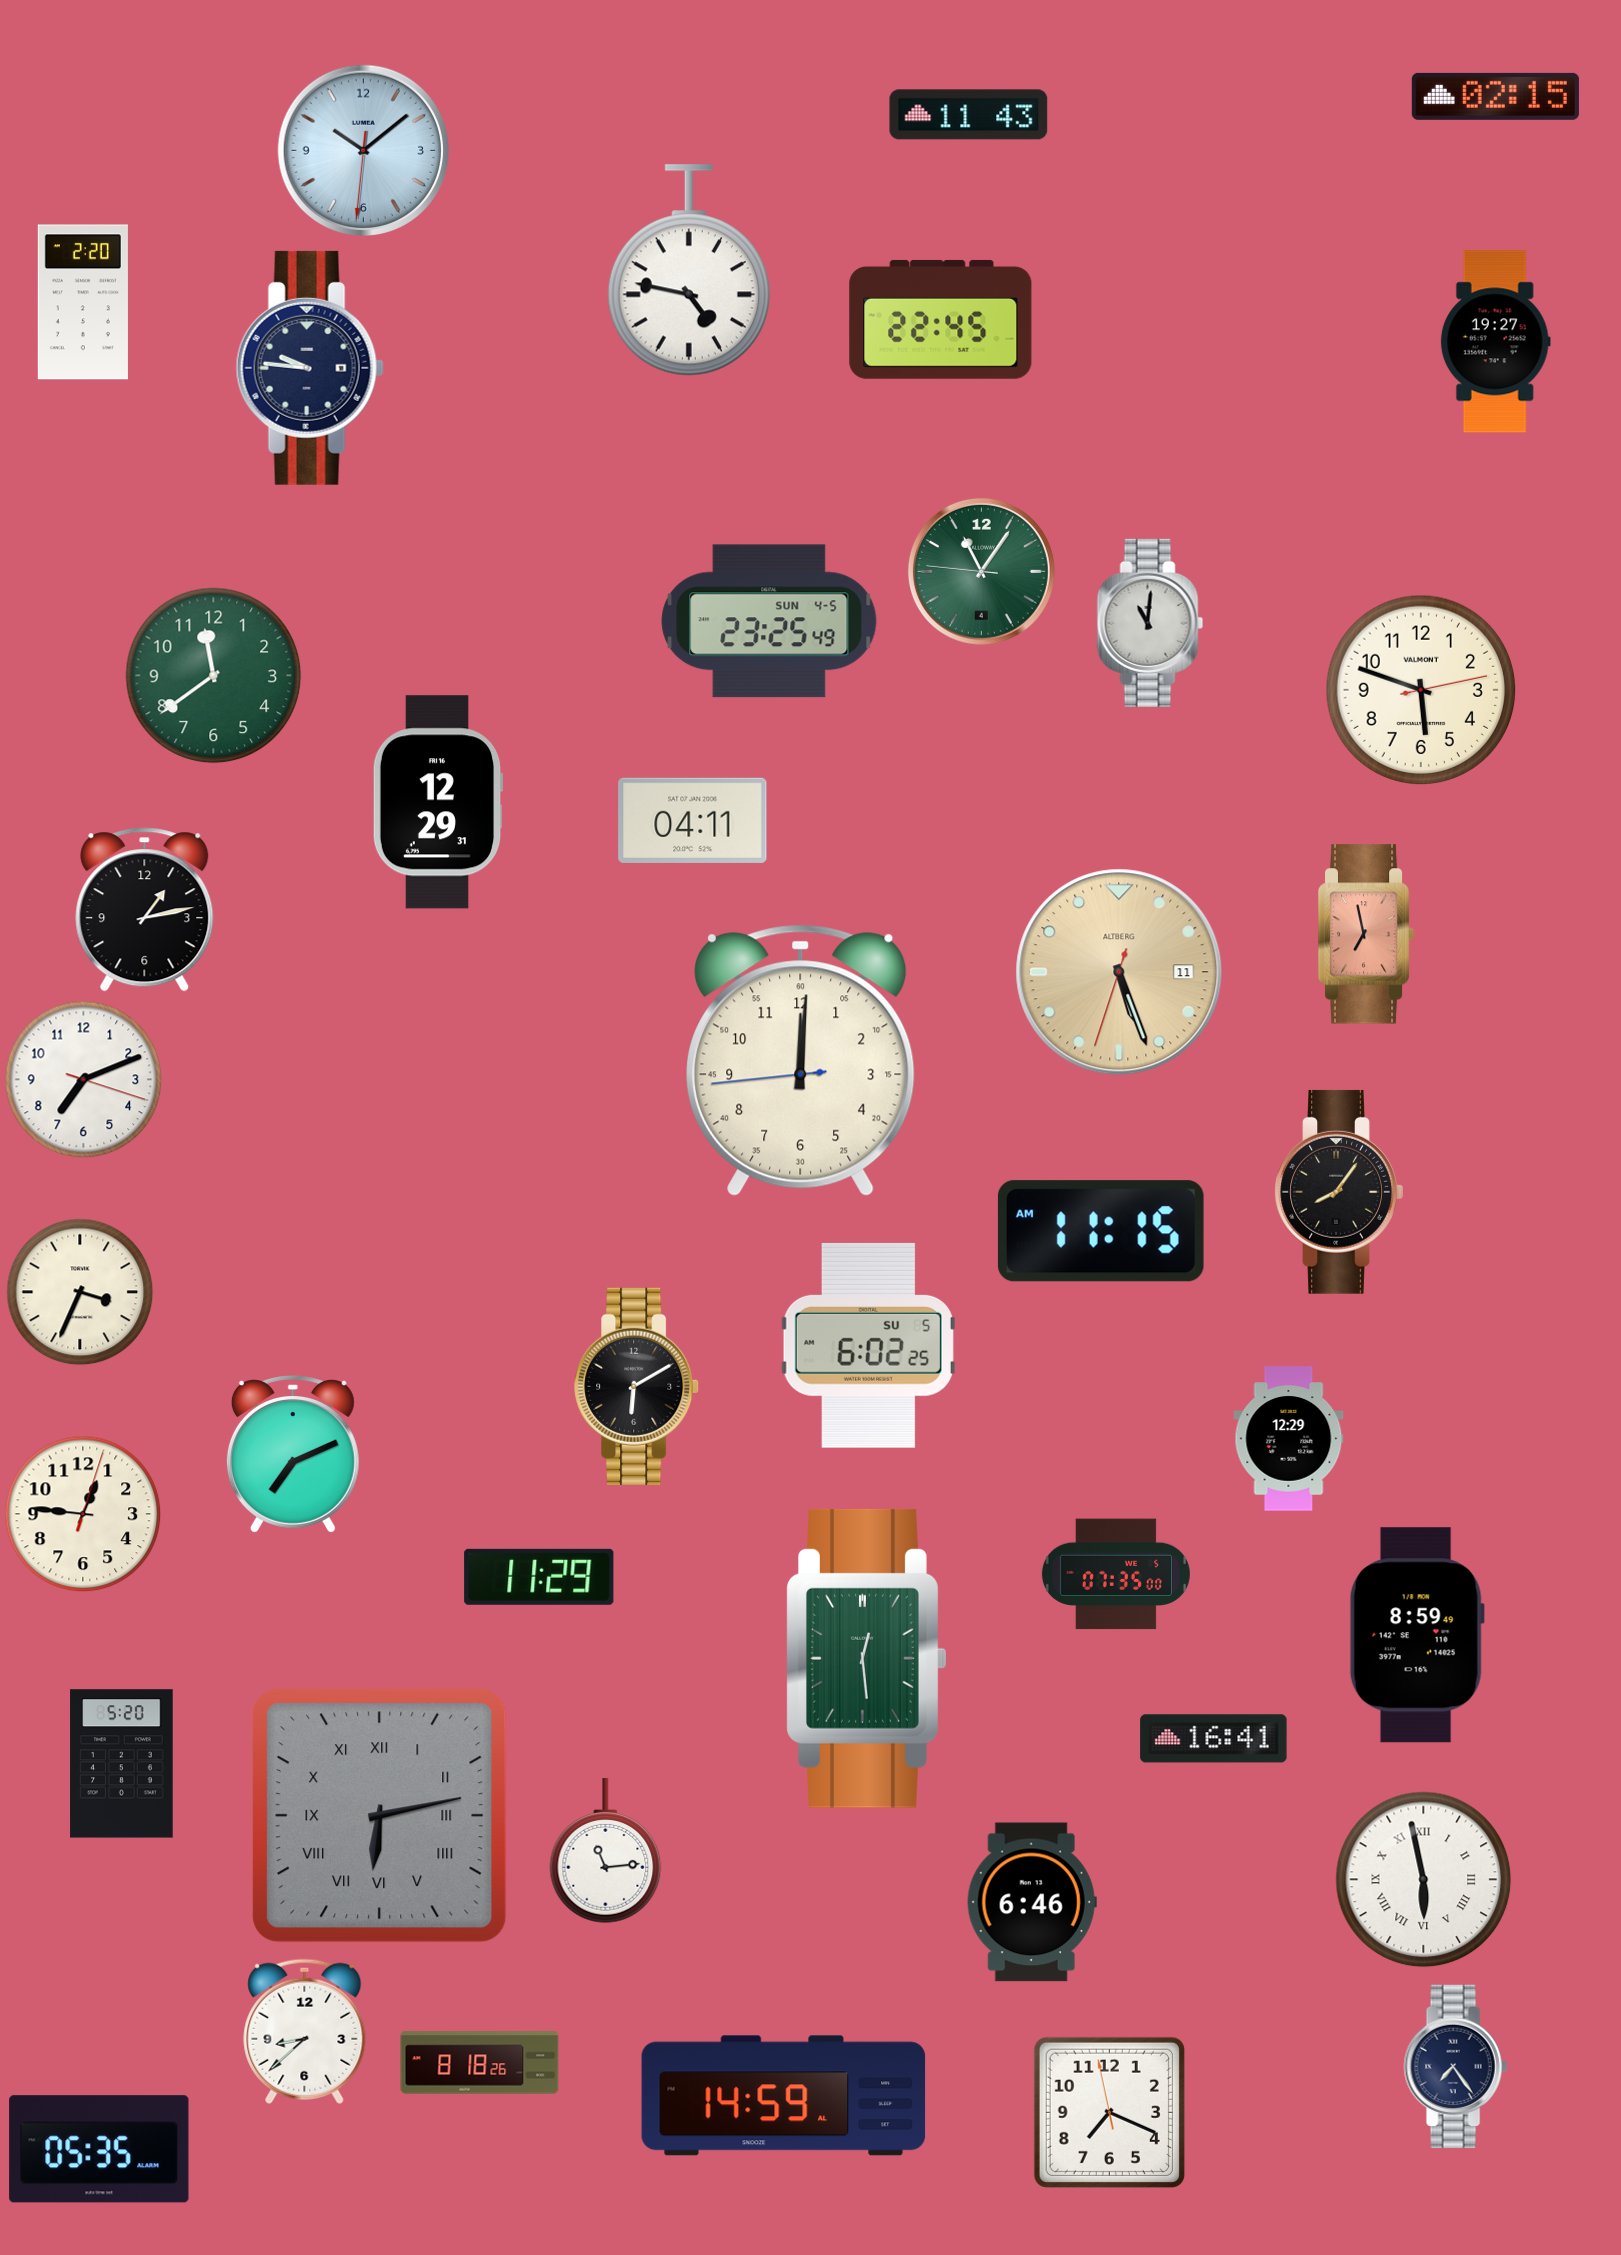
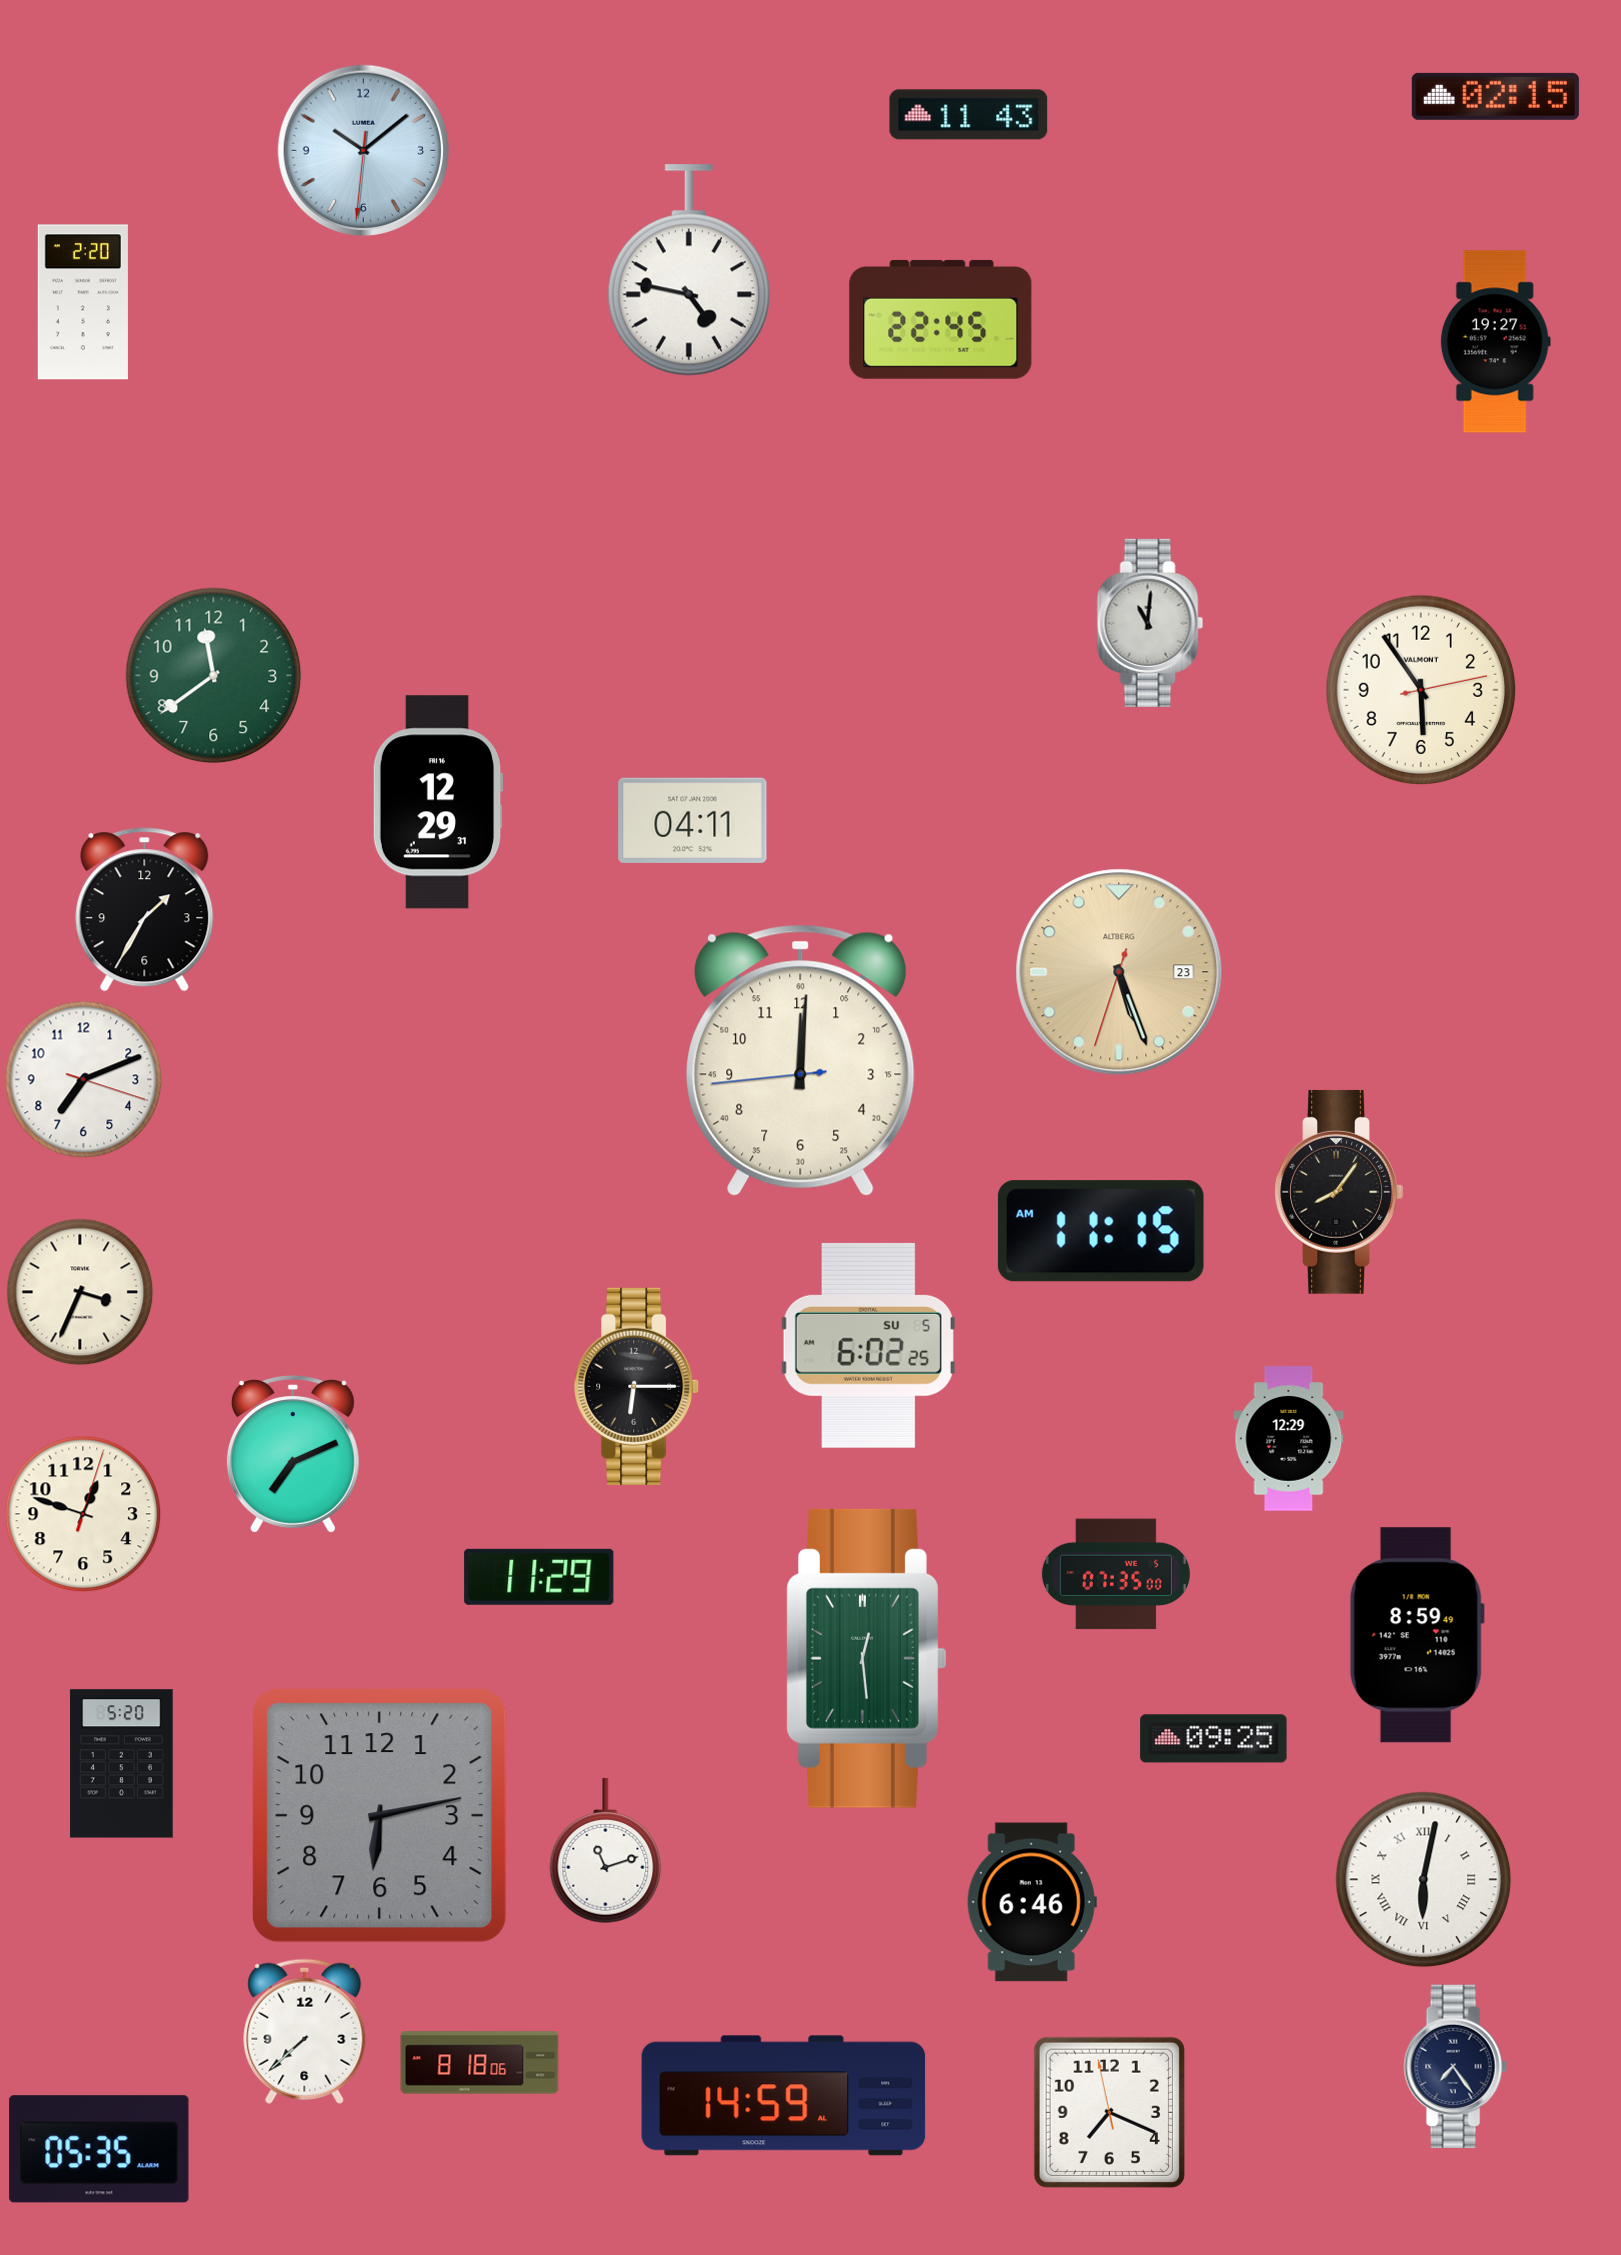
clock at (310, 368): 9:46 -> none
clock at (981, 571): 11:05 -> none
clock at (769, 621): 23:25 -> none
clock at (1421, 690): 5:48 -> 5:54
clock at (145, 910): 1:13 -> 1:35
clock at (1366, 934): 6:58 -> none
clock at (1119, 972) date: 11 -> 23
clock at (637, 1386): 6:10 -> 6:15
clock at (83, 1514): 12:46 -> 12:48
clock at (1214, 1739): 16:41 -> 09:25
clock at (380, 1816) numerals: Roman -> Arabic
clock at (606, 1851): 11:14 -> 11:12
clock at (1424, 1880): 5:58 -> 6:02
clock at (305, 2031): 8:38 -> 7:38
clock at (480, 2063): 8:18:26 -> 8:18:06
